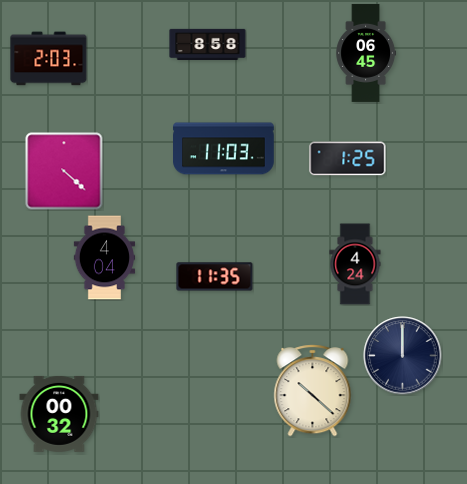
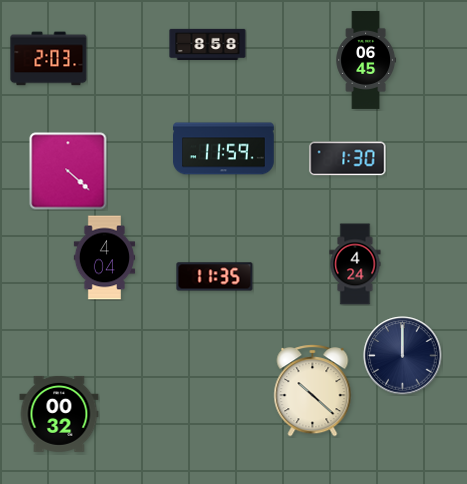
clock at (366, 53) position: (366, 53) -> (366, 60)
clock at (224, 149): 11:03 -> 11:59
clock at (348, 159): 1:25 -> 1:30
clock at (64, 171) position: (64, 171) -> (68, 171)
